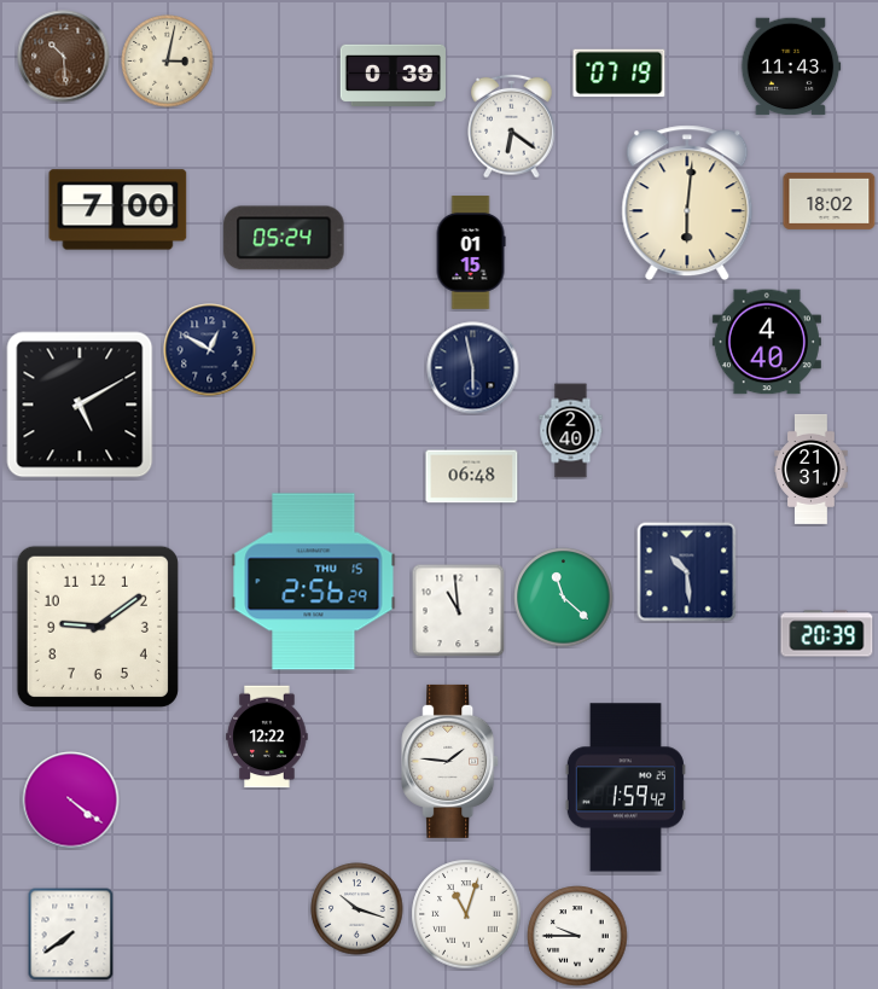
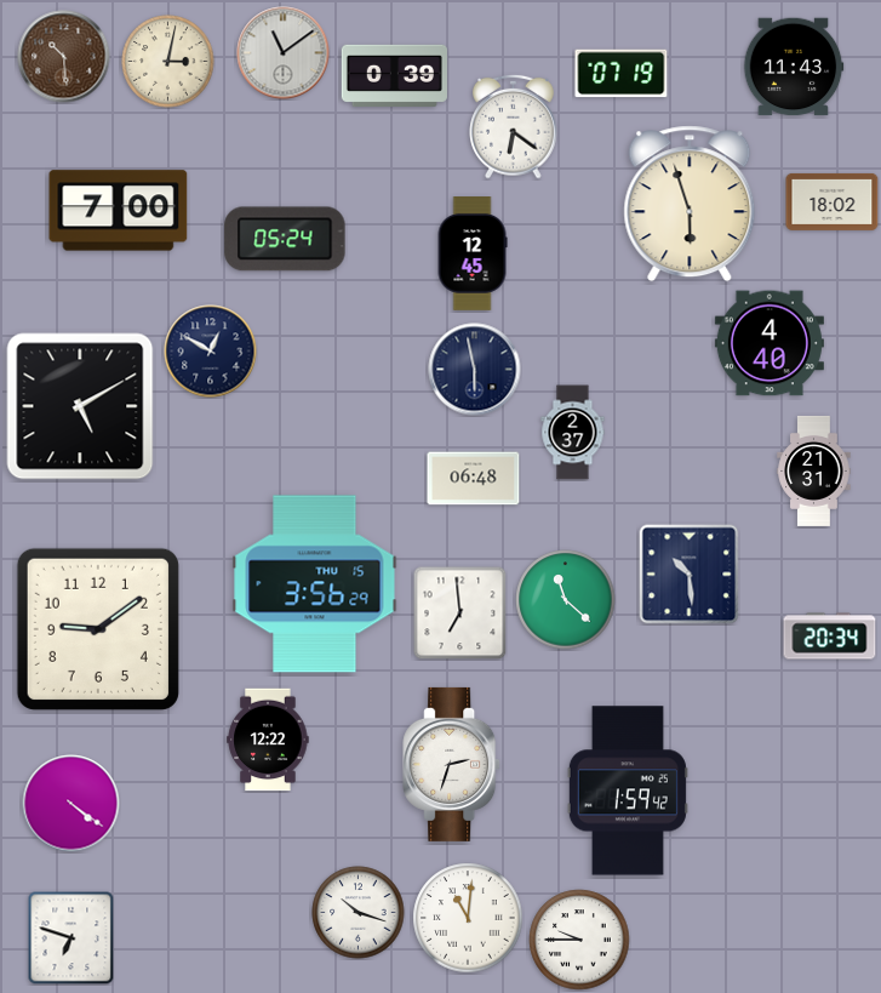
clock at (284, 53): none -> 11:09
clock at (687, 203): 6:01 -> 5:57
clock at (471, 252): 01:15 -> 12:45
clock at (571, 431): 2:40 -> 2:37
clock at (314, 582): 2:56 -> 3:56
clock at (458, 610): 10:59 -> 6:59
clock at (827, 634): 20:39 -> 20:34
clock at (450, 761): 1:46 -> 2:33
clock at (466, 914): 11:03 -> 11:01
clock at (71, 933): 7:39 -> 6:48
